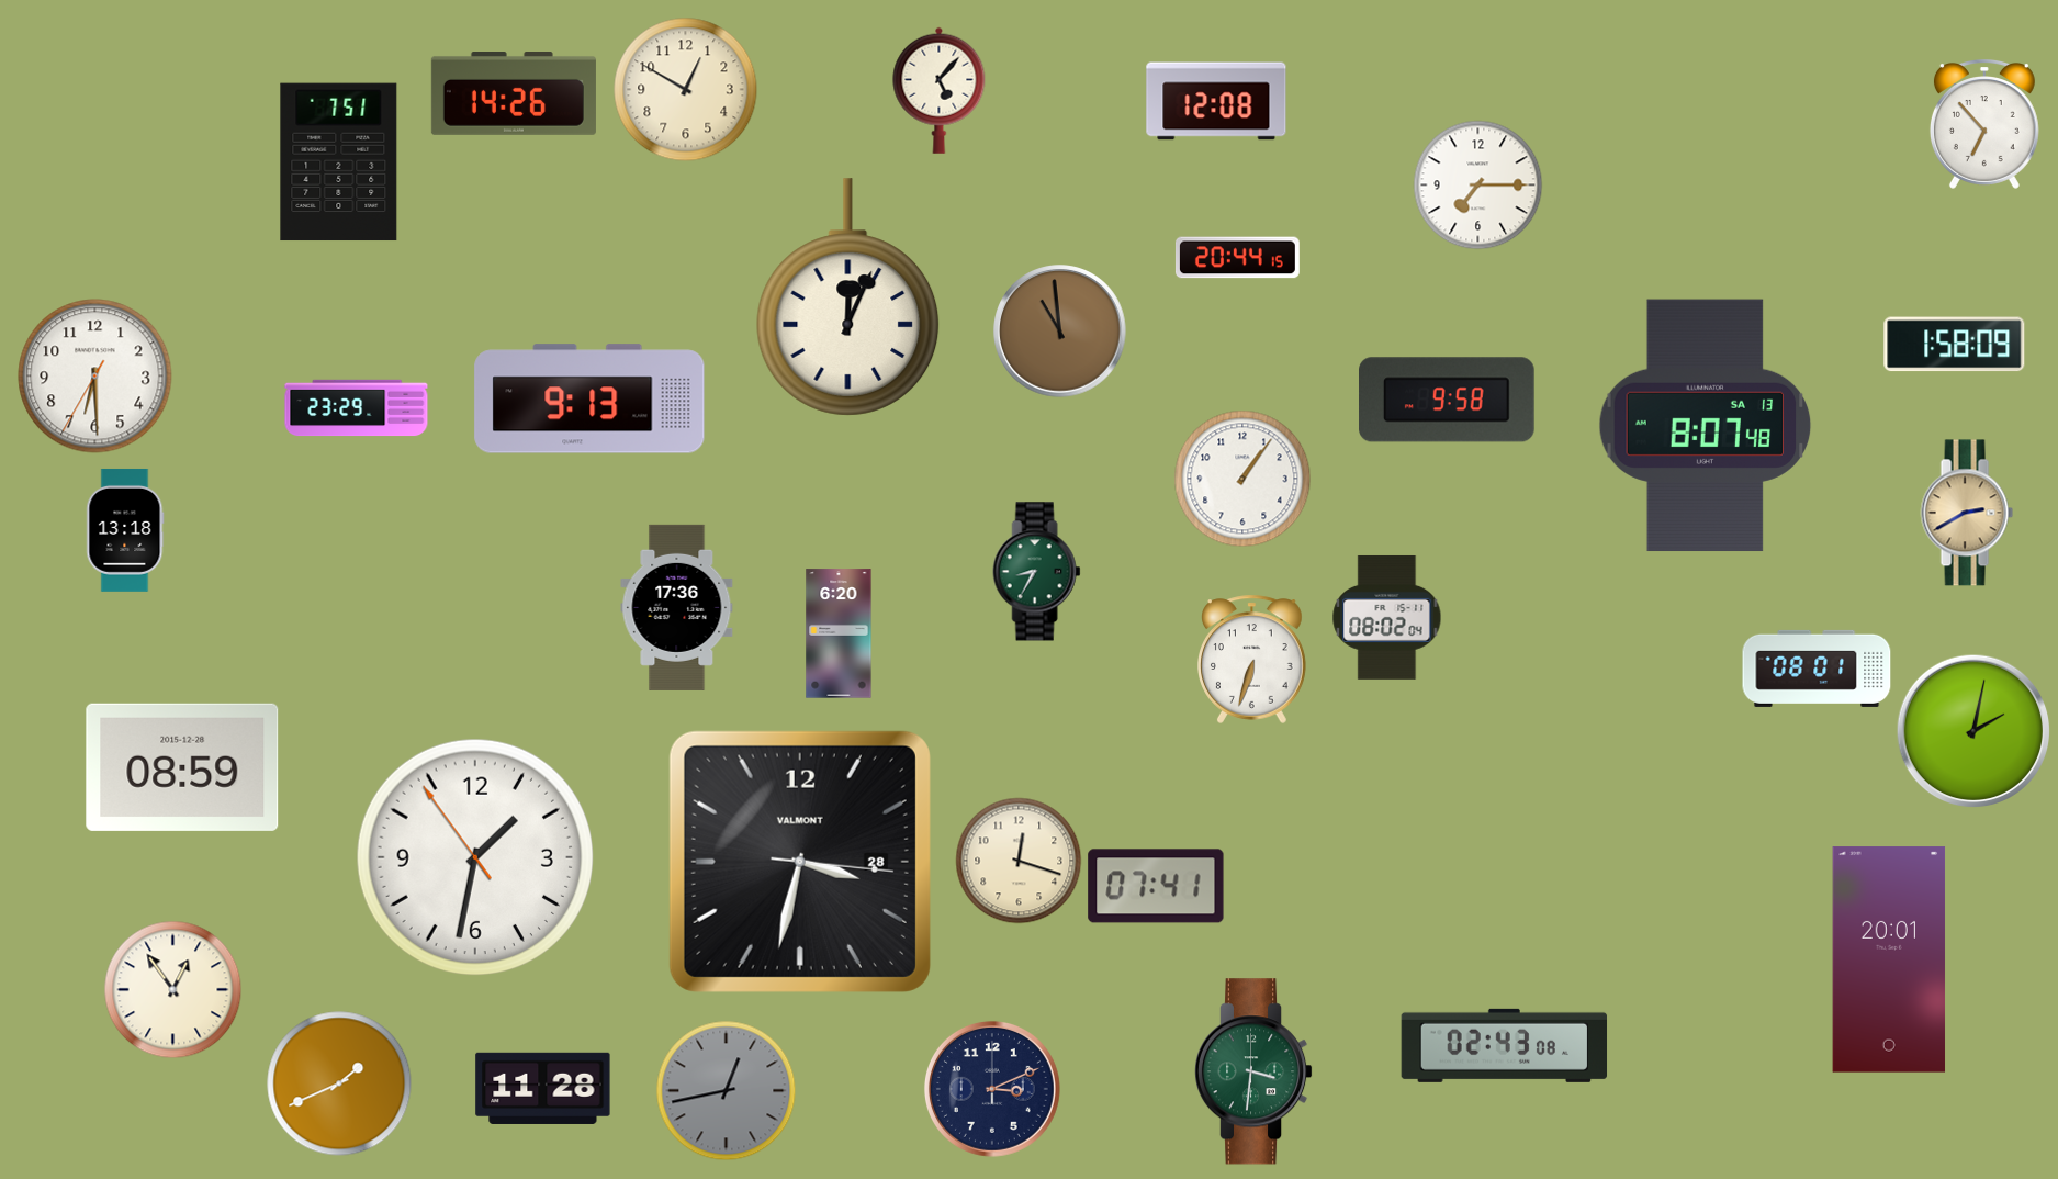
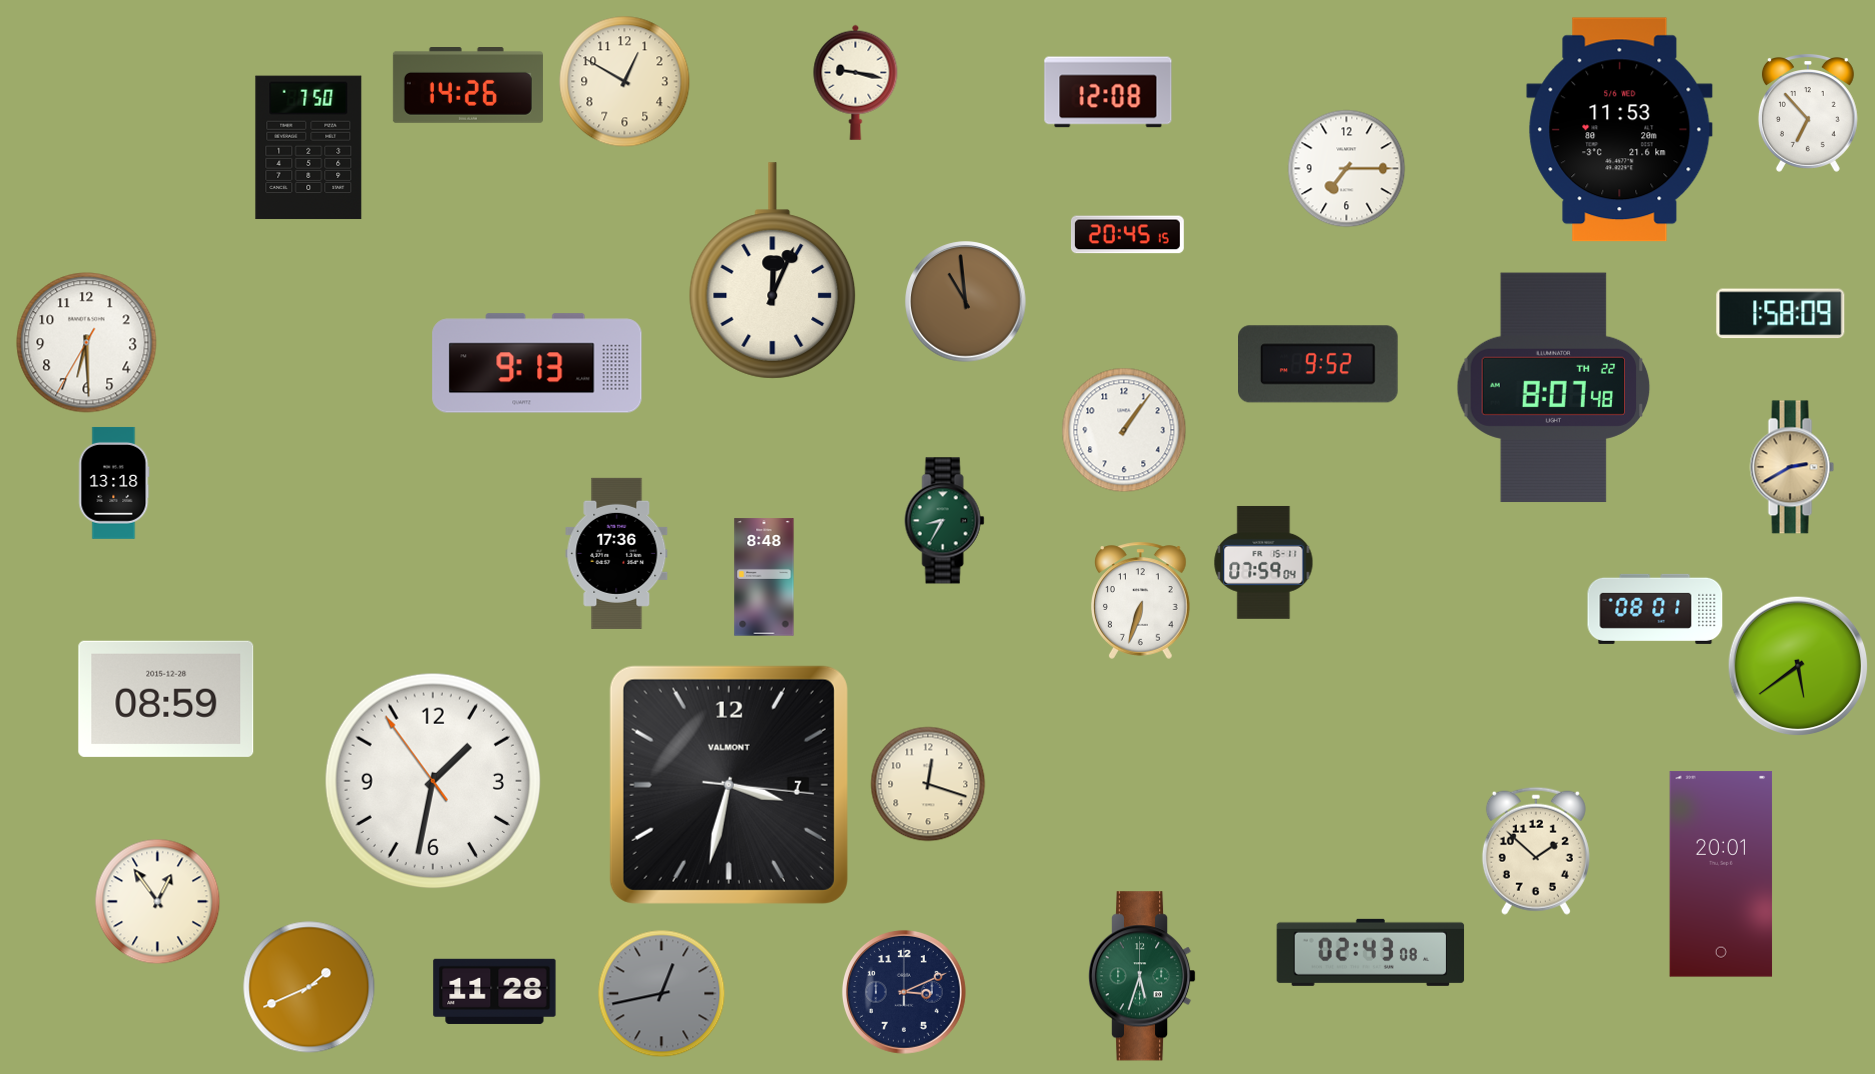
clock at (940, 90): 5:07 -> 9:17
clock at (1620, 130): none -> 11:53
clock at (339, 162): 7:51 -> 7:50
clock at (1237, 258): 20:44 -> 20:45
clock at (1448, 400): 9:58 -> 9:52
clock at (357, 408): 23:29 -> none
clock at (1706, 426) date: SA 13 -> TH 22
clock at (1242, 479) position: (1242, 479) -> (1124, 430)
clock at (1387, 617): 08:02 -> 07:59
clock at (839, 633): 6:20 -> 8:48
clock at (1973, 731): 2:02 -> 5:39
clock at (800, 862) date: 28 -> 7
clock at (1156, 886): 07:41 -> none
clock at (1536, 851): none -> 1:52
clock at (1253, 1071): 3:31 -> 5:33
